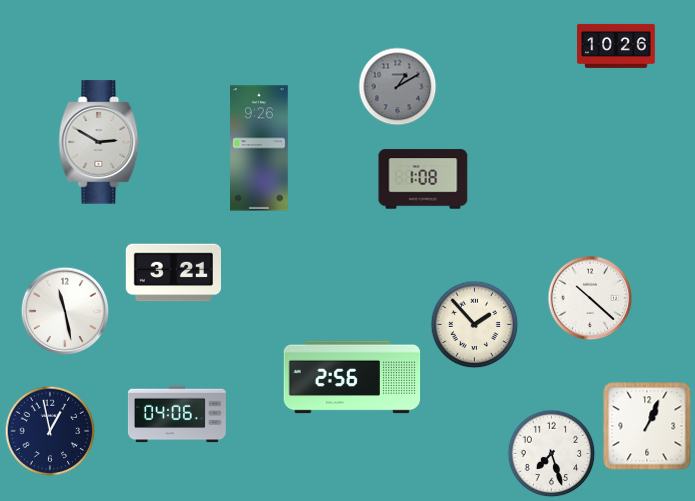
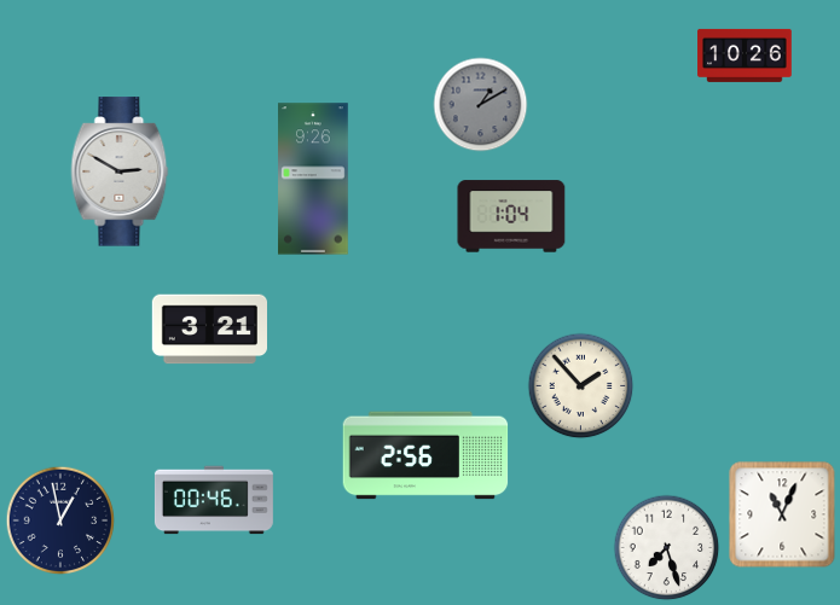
clock at (423, 179): 1:08 -> 1:04
clock at (590, 298): 10:22 -> none
clock at (65, 311): 11:28 -> none
clock at (475, 325) position: (475, 325) -> (581, 386)
clock at (177, 414): 04:06 -> 00:46
clock at (647, 426): 1:04 -> 11:04
